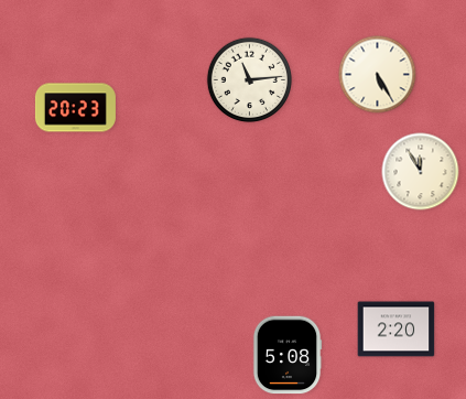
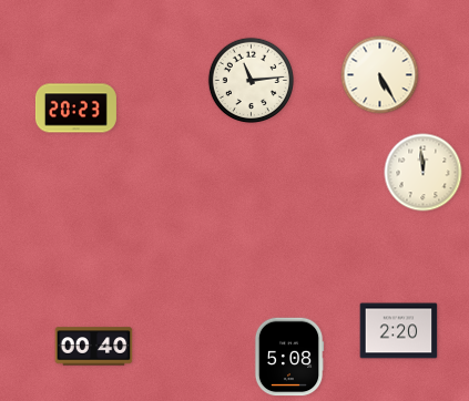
clock at (421, 172): 11:55 -> 11:59
clock at (94, 347): none -> 00:40
